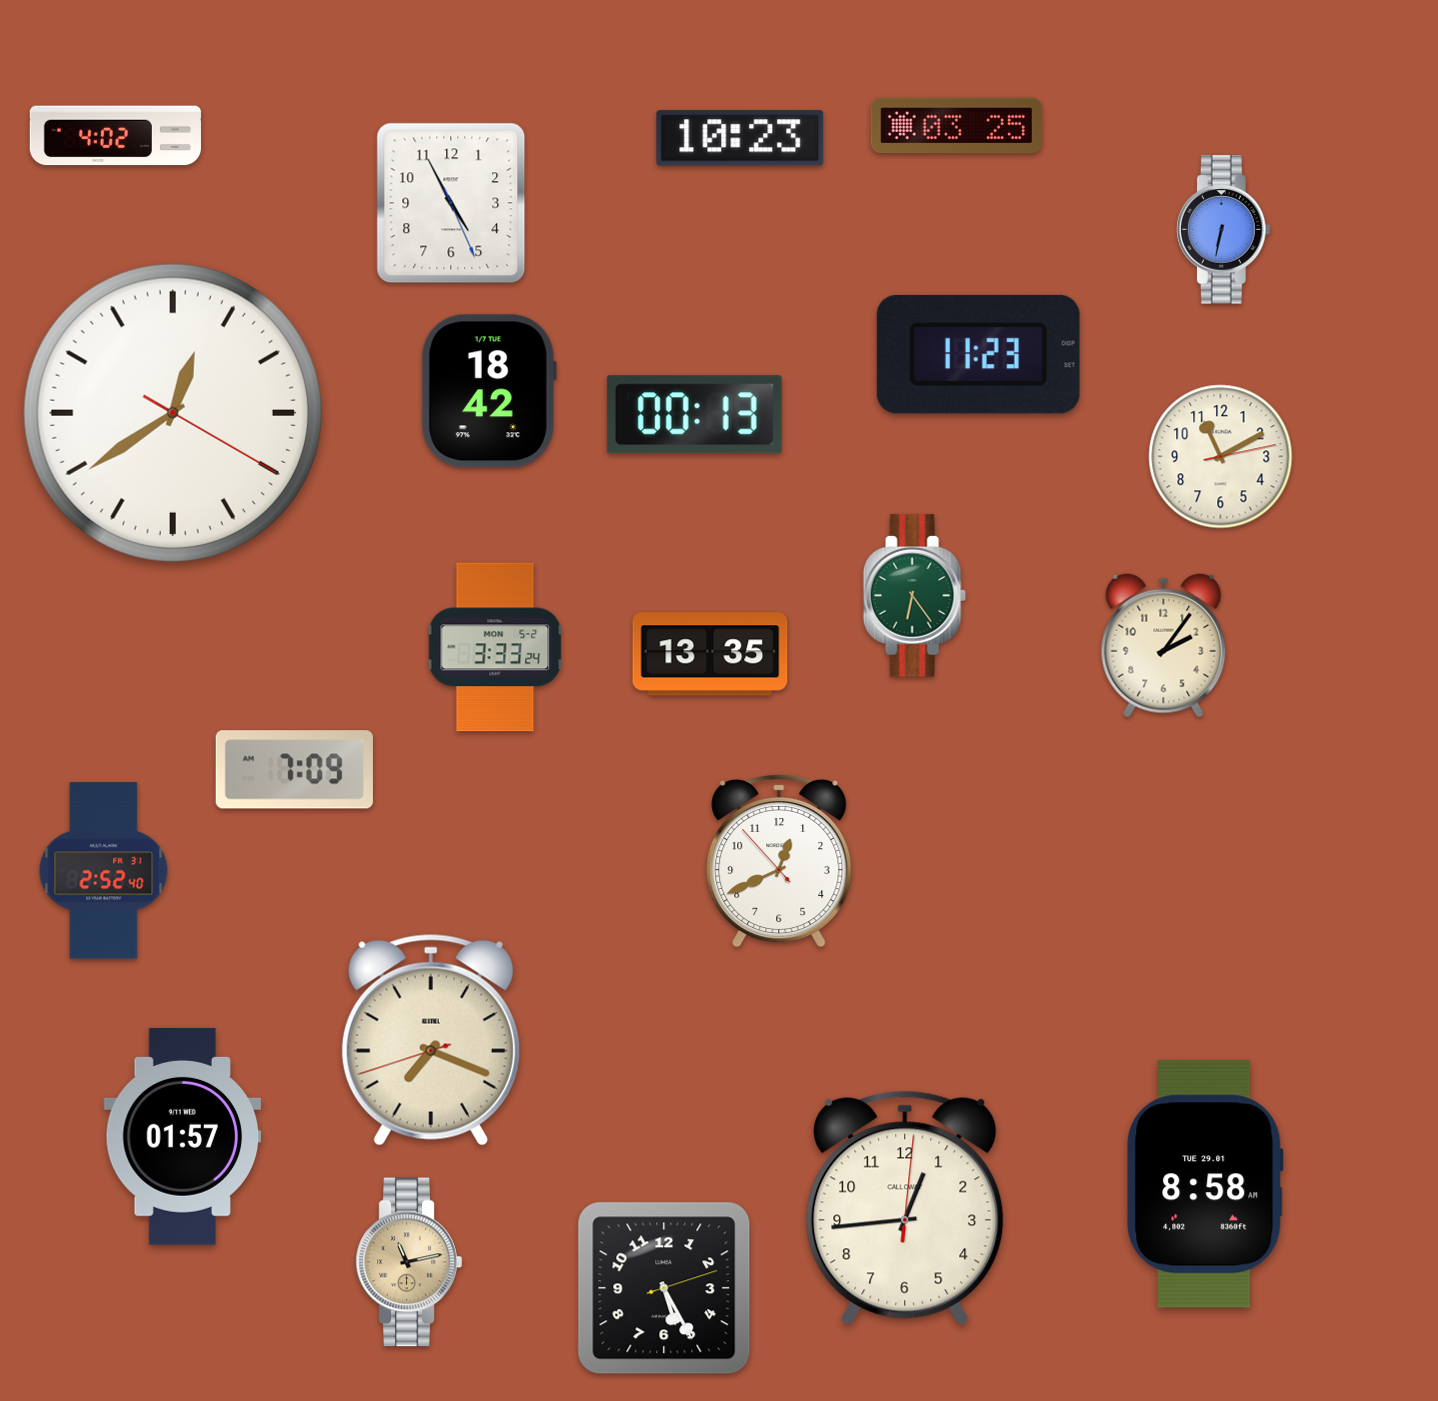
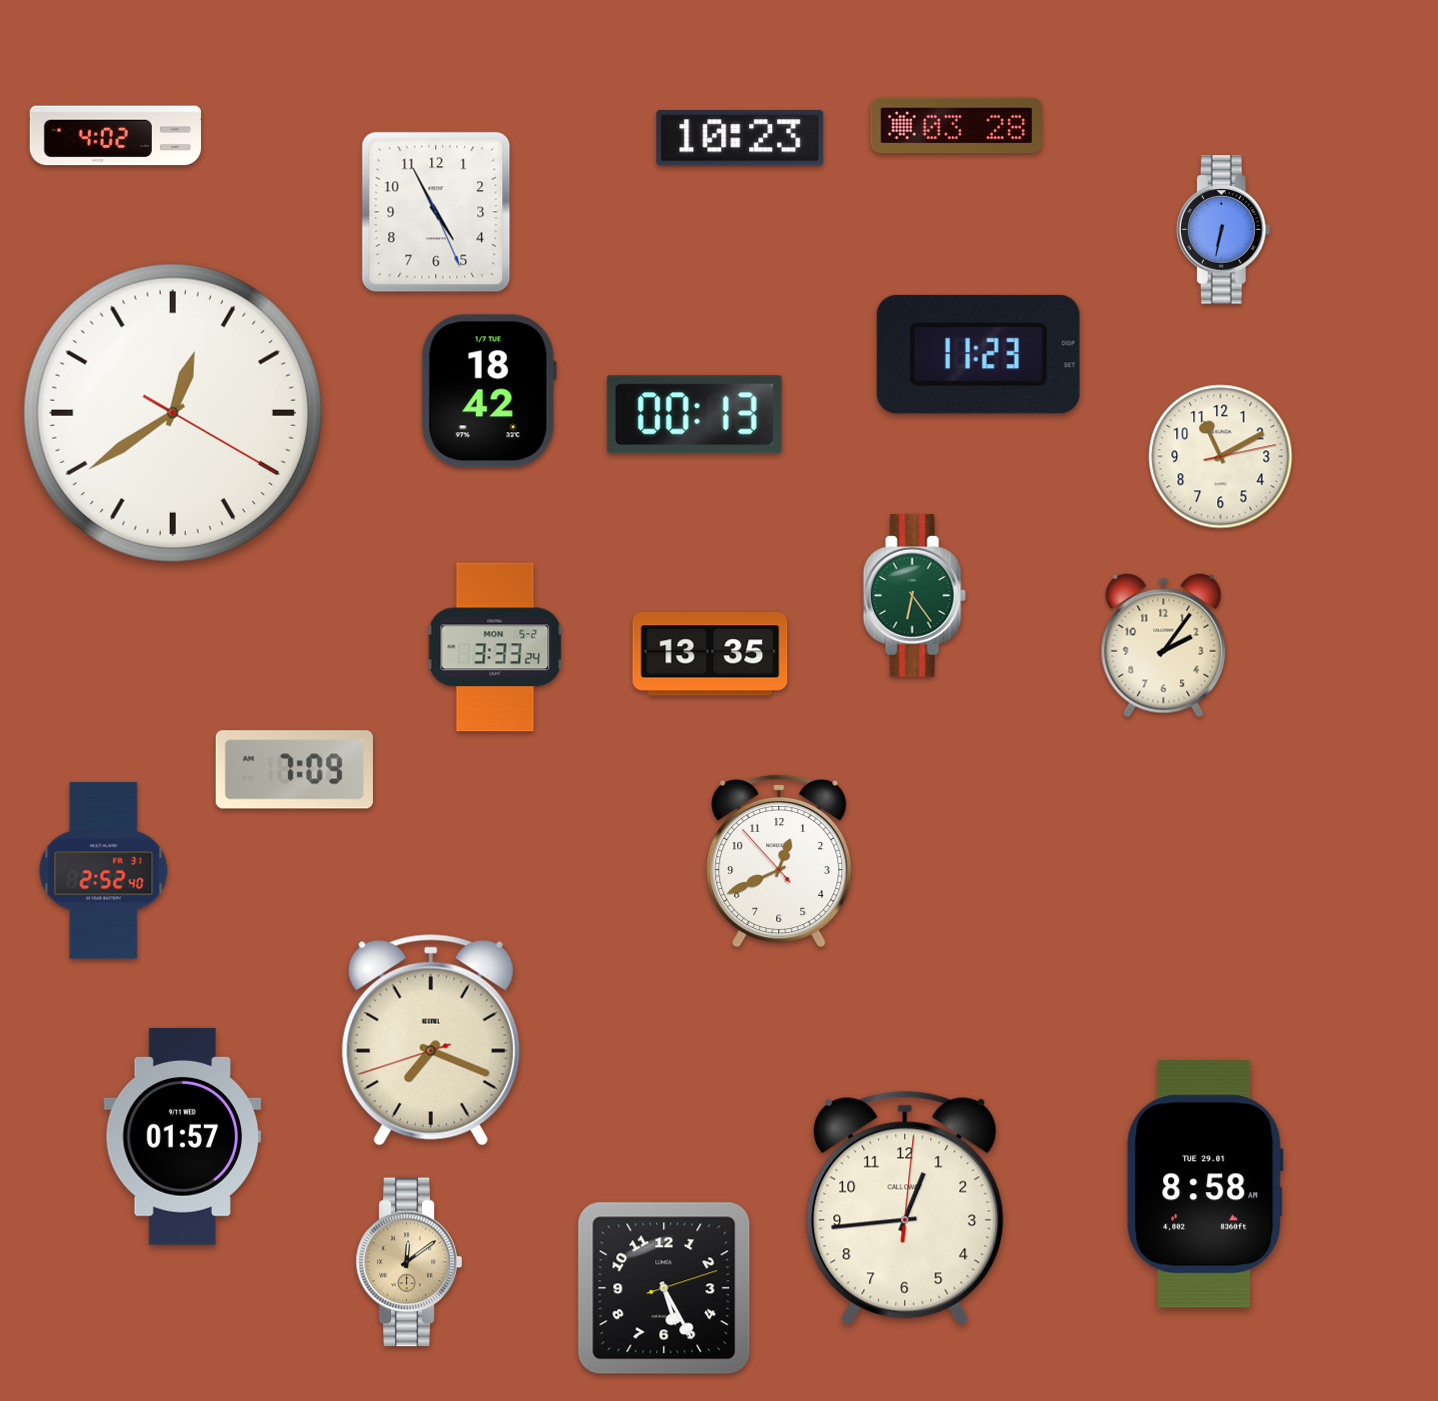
clock at (956, 126): 03:25 -> 03:28
clock at (451, 203) position: (451, 203) -> (436, 212)
clock at (409, 1262): 11:13 -> 12:09
